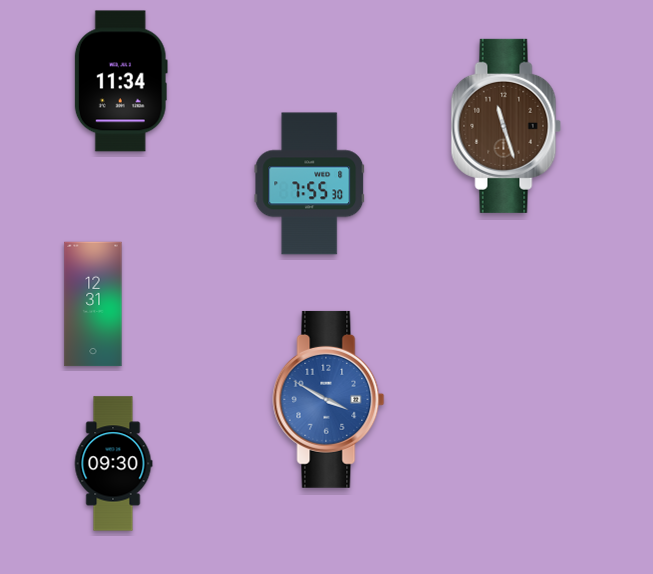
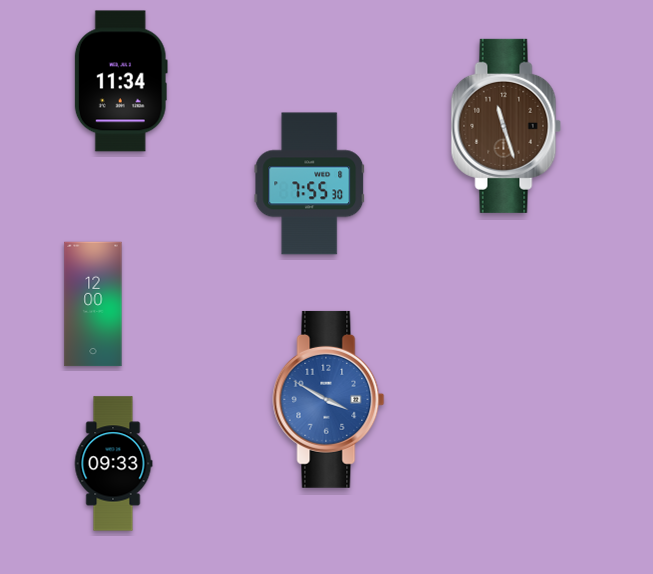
clock at (93, 304): 12:31 -> 12:00
clock at (113, 464): 09:30 -> 09:33
